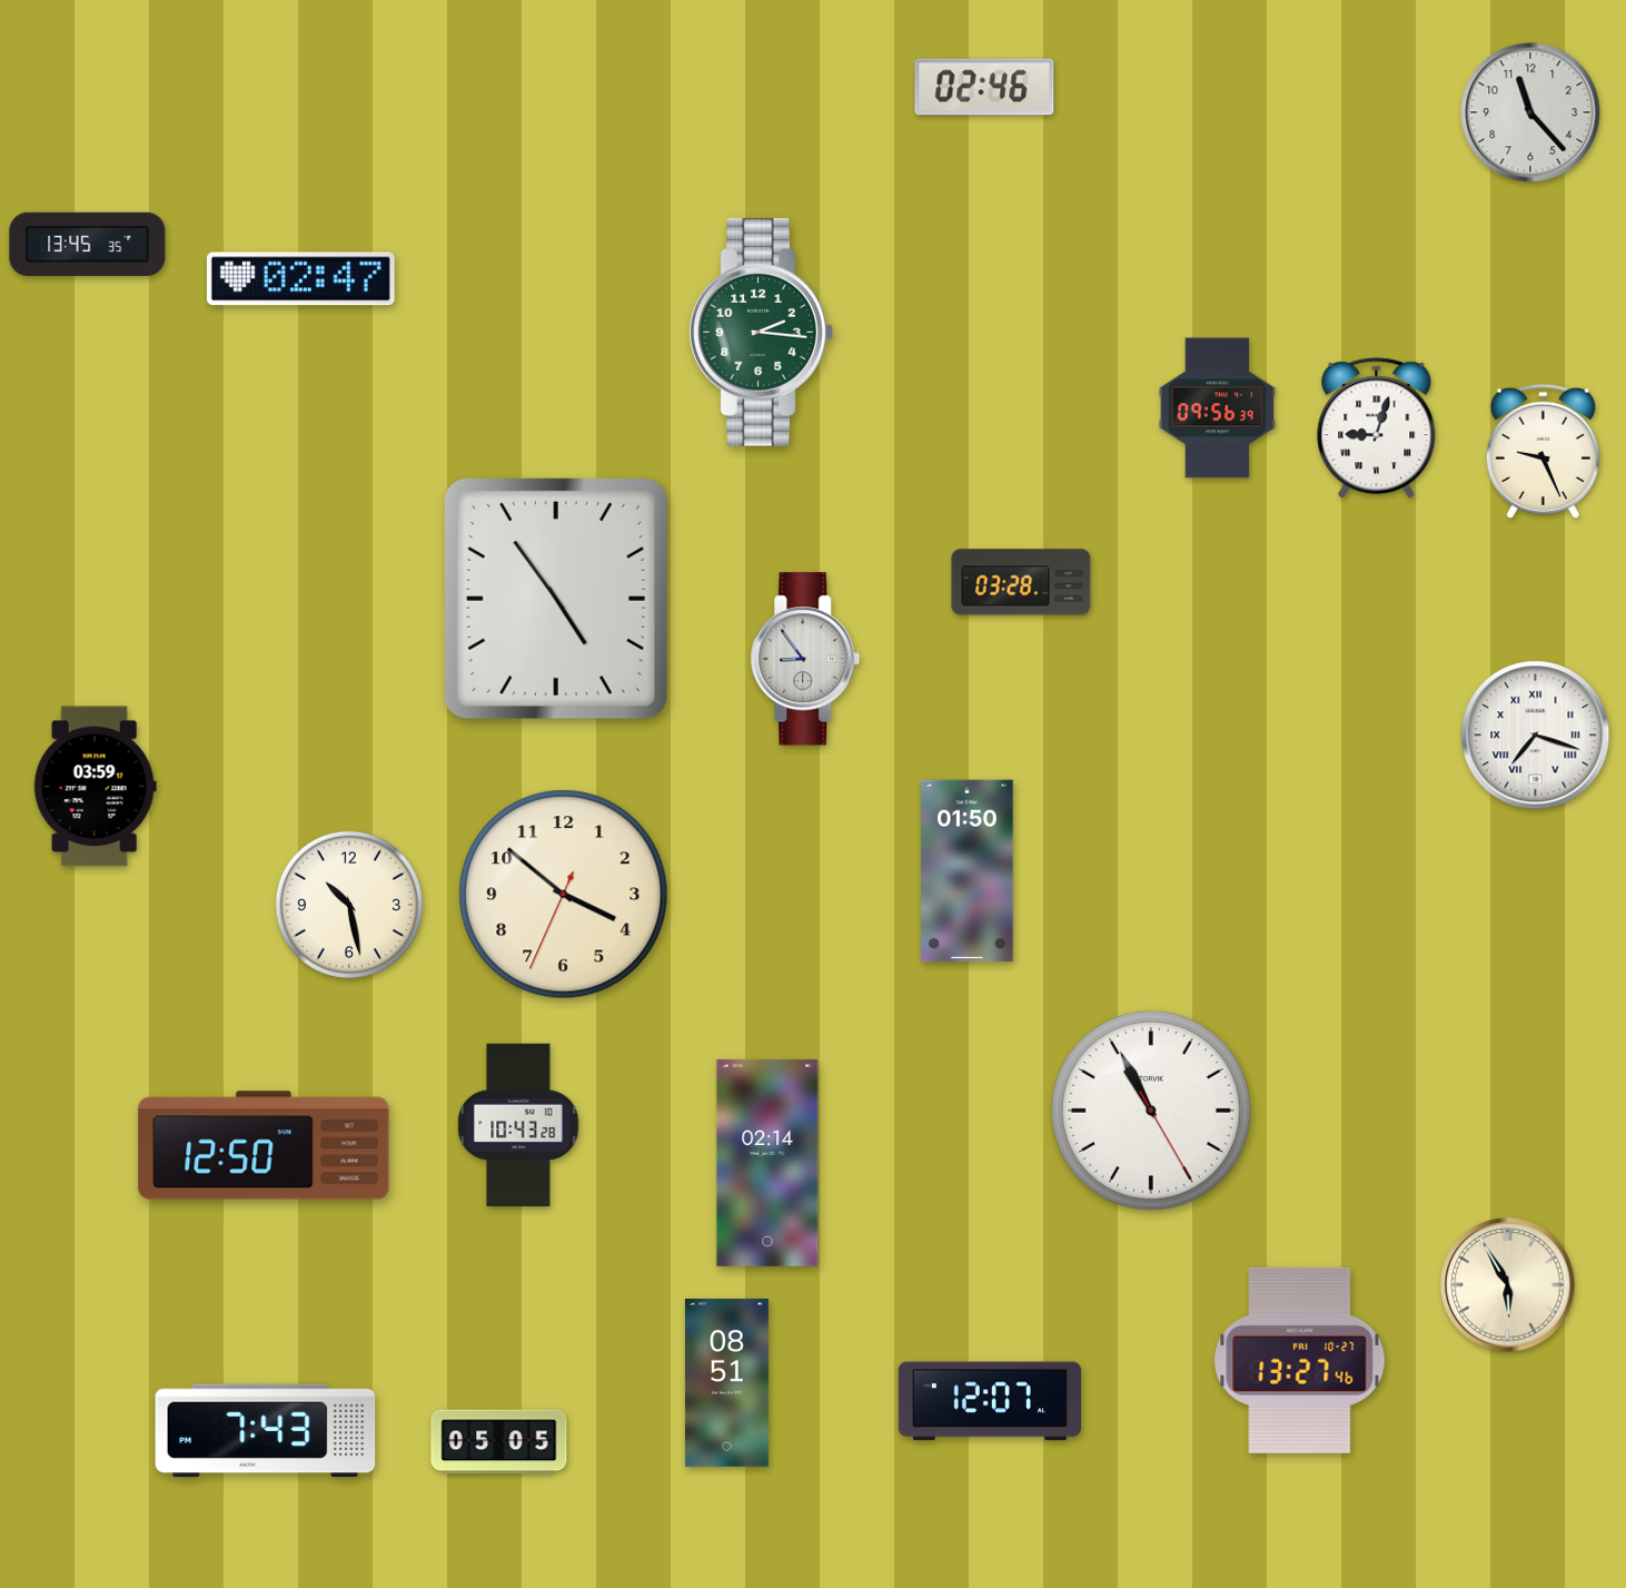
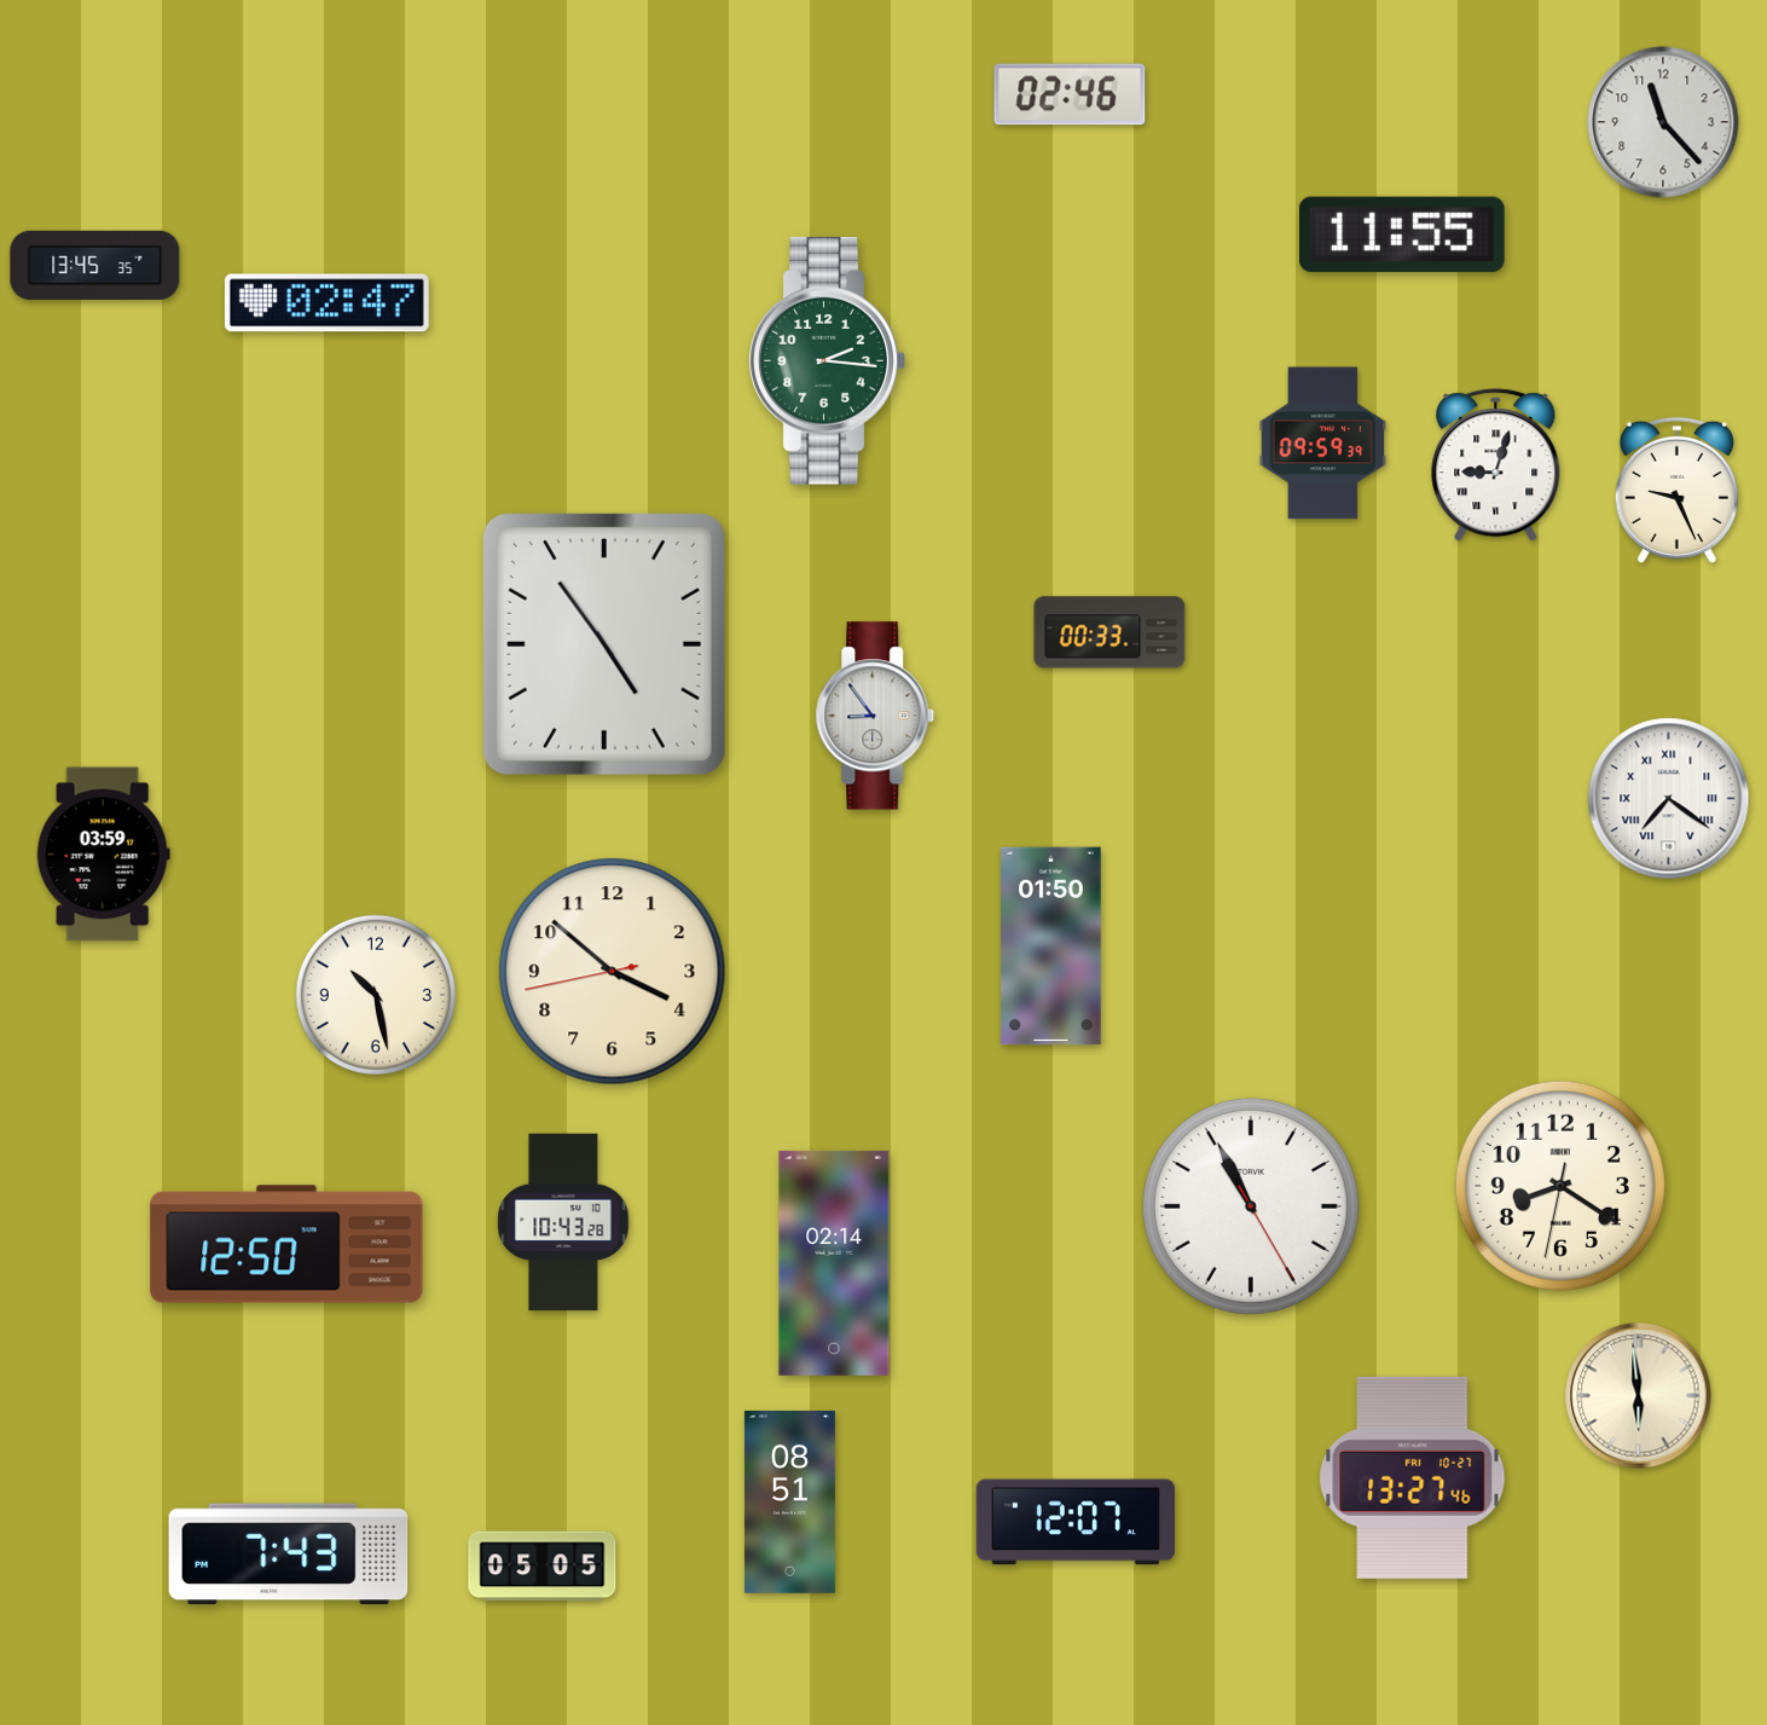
clock at (1402, 235): none -> 11:55
clock at (1218, 408): 09:56 -> 09:59
clock at (1021, 582): 03:28 -> 00:33
clock at (556, 599) position: (556, 599) -> (604, 644)
clock at (1536, 736): 7:18 -> 7:21
clock at (564, 895): 3:51:34 -> 3:51:43
clock at (349, 905) position: (349, 905) -> (376, 995)
clock at (1560, 1186): none -> 8:20
clock at (1508, 1285): 5:55 -> 5:59
